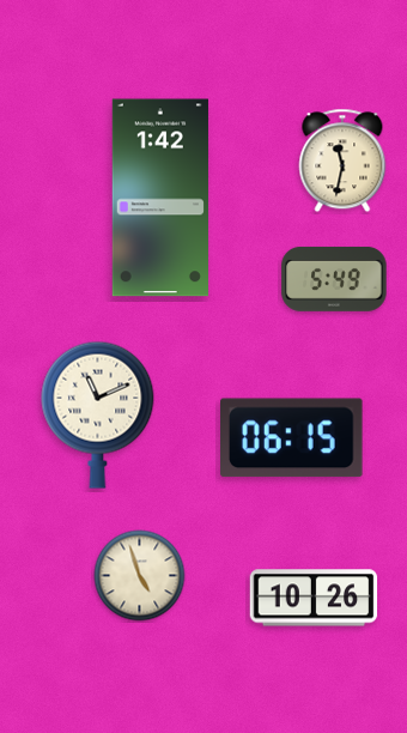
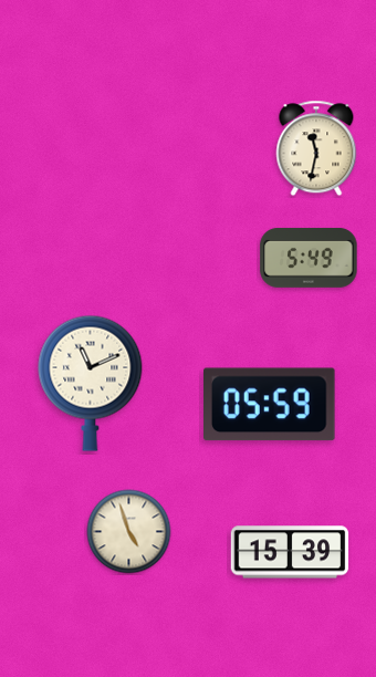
clock at (160, 198): 1:42 -> none
clock at (292, 438): 06:15 -> 05:59
clock at (314, 598): 10:26 -> 15:39
